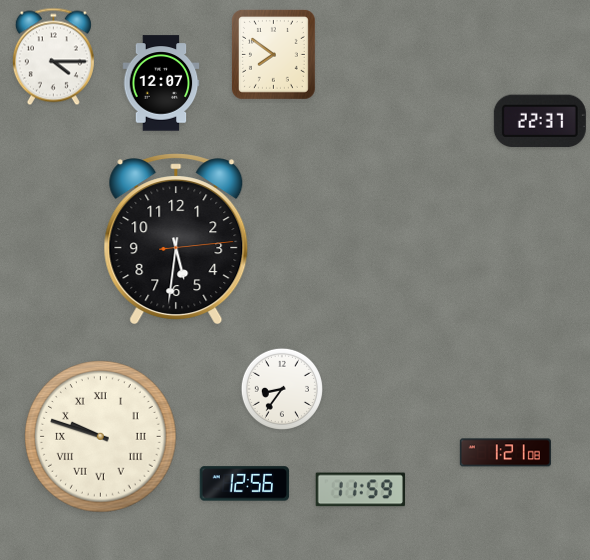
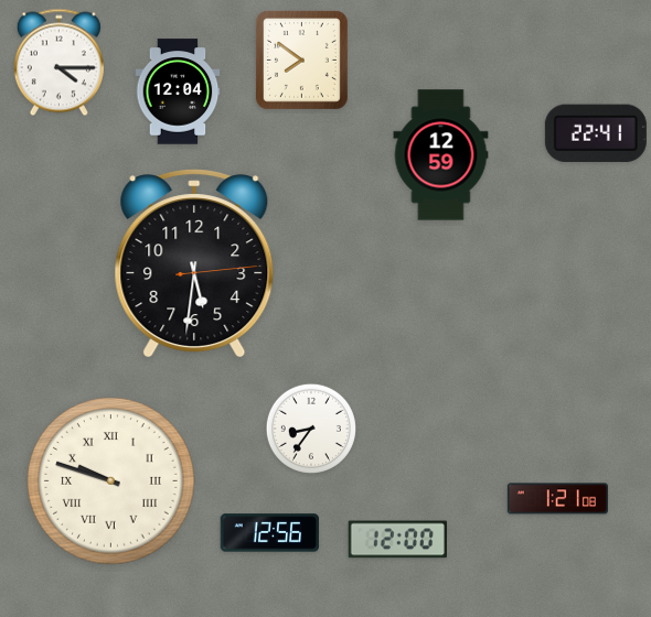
clock at (161, 83): 12:07 -> 12:04
clock at (540, 121): 22:37 -> 22:41
clock at (441, 155): none -> 12:59
clock at (360, 490): 11:59 -> 12:00
